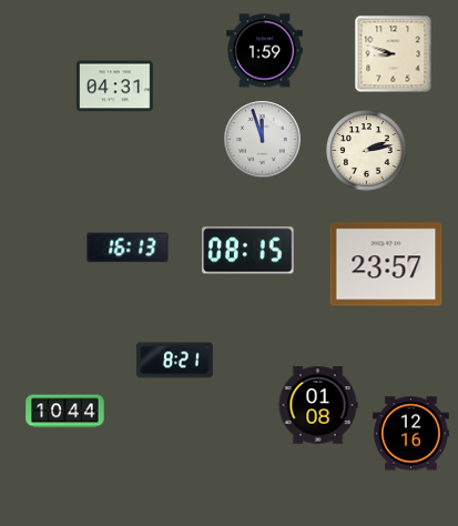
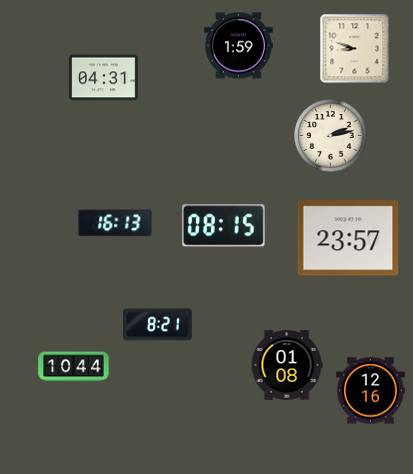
clock at (263, 140): 11:57 -> none
clock at (65, 412) position: (65, 412) -> (74, 367)
